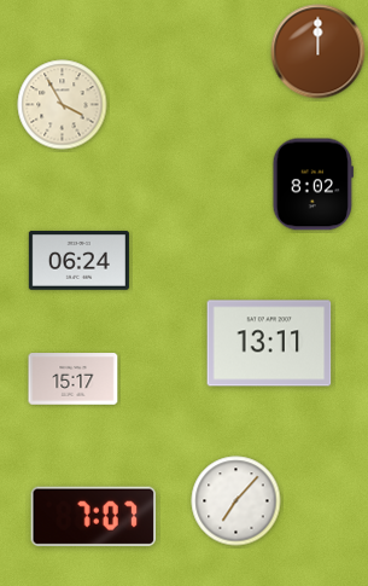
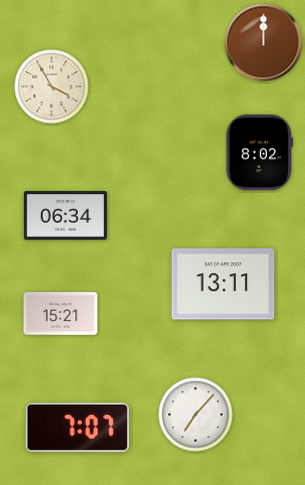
clock at (78, 261): 06:24 -> 06:34
clock at (74, 379): 15:17 -> 15:21
